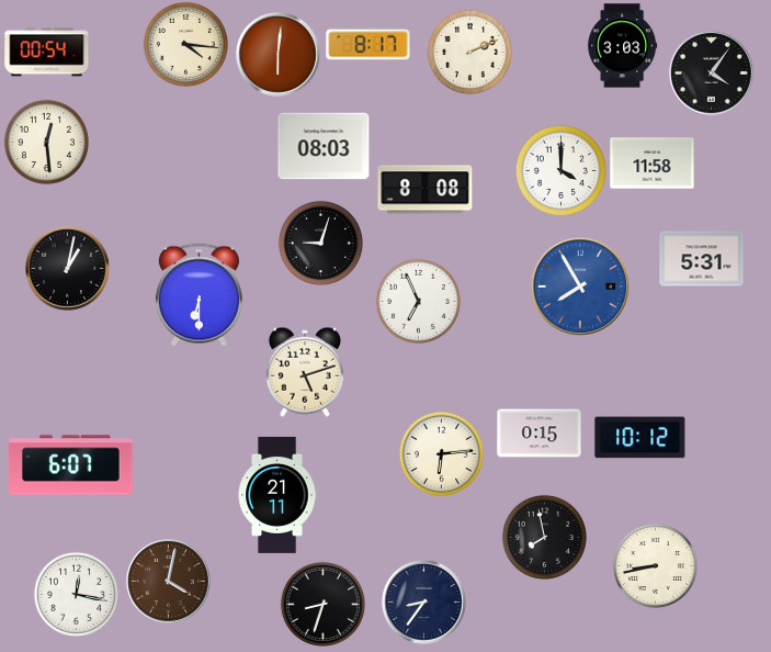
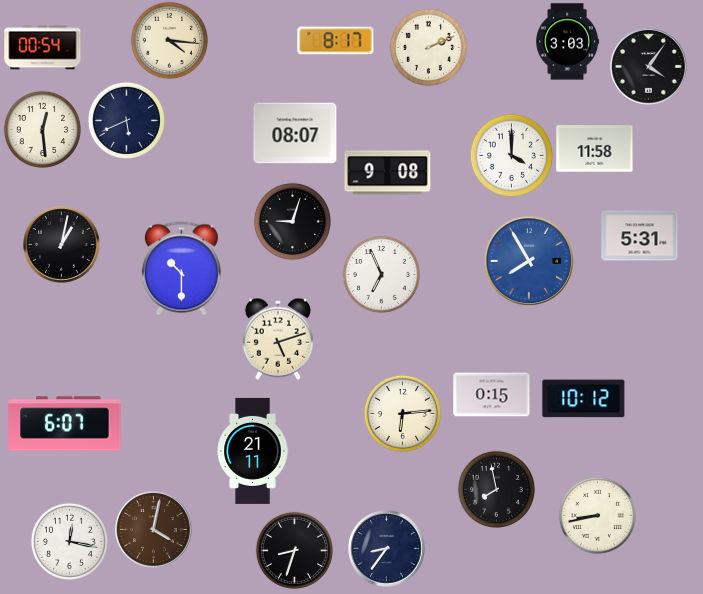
clock at (279, 55): 6:01 -> none
clock at (126, 120): none -> 5:41
clock at (324, 146): 08:03 -> 08:07
clock at (426, 190): 8:08 -> 9:08
clock at (199, 295): 6:30 -> 10:30
